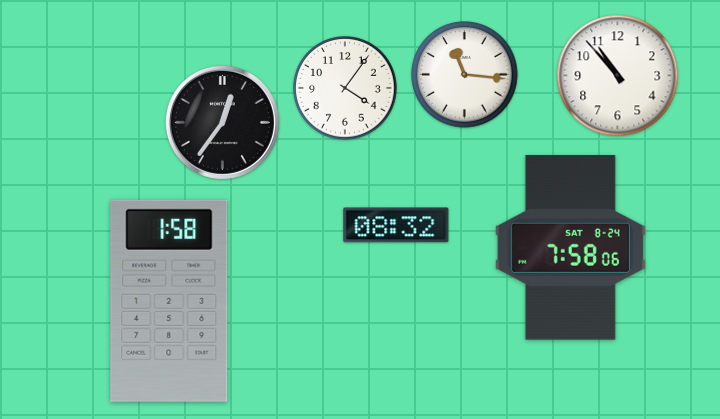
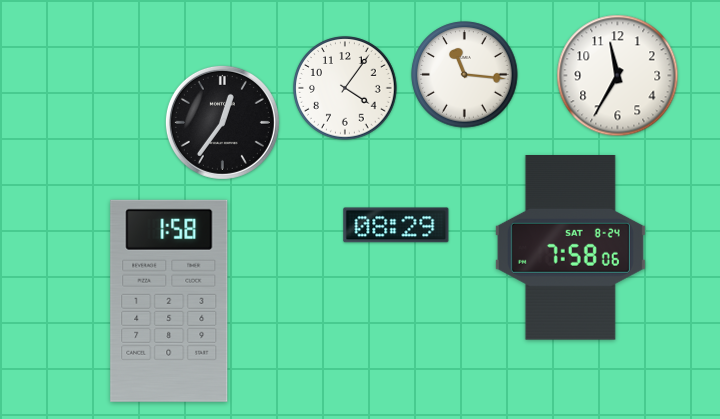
clock at (618, 76): 10:53 -> 11:35
clock at (396, 225): 08:32 -> 08:29
